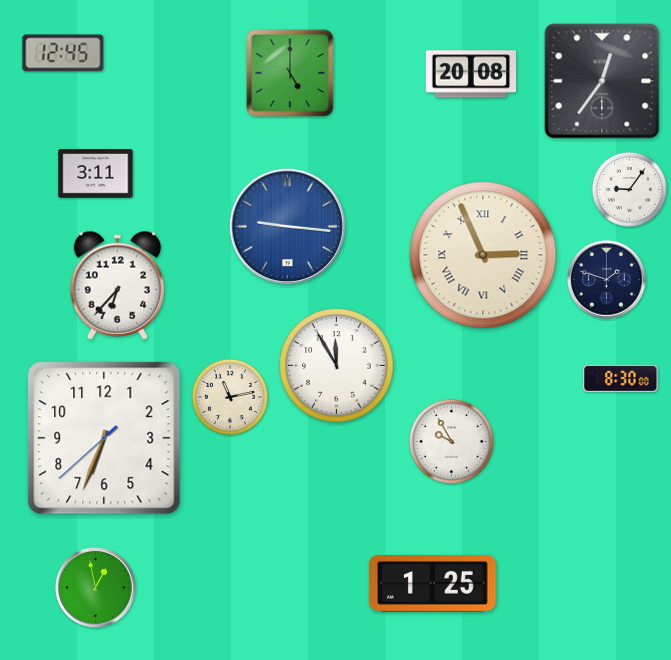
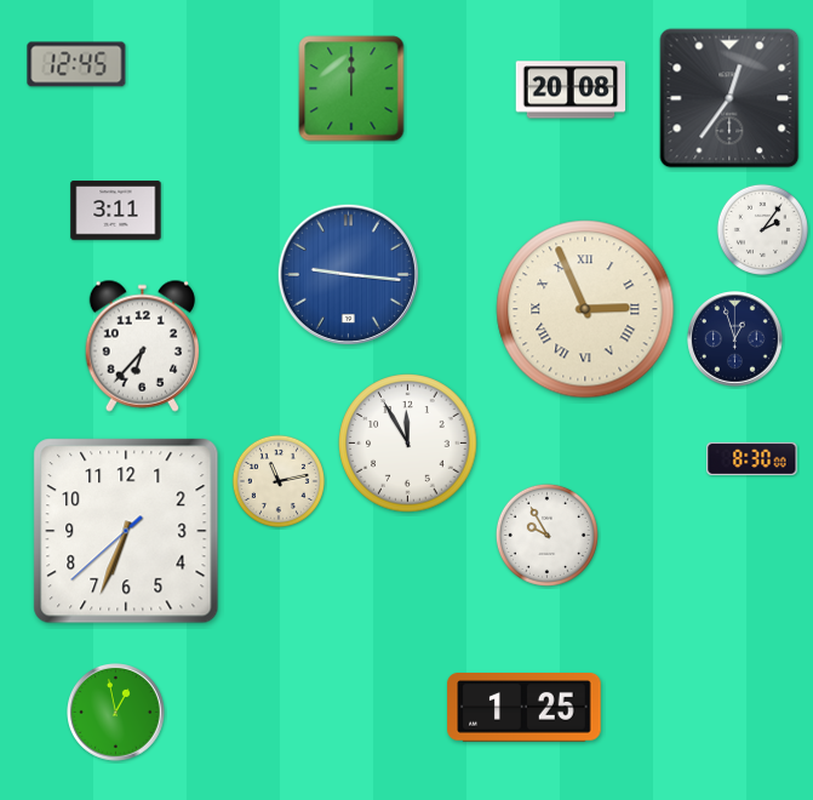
clock at (290, 73): 5:00 -> 12:00
clock at (629, 189): 9:06 -> 2:06
clock at (607, 280): 1:48 -> 12:57
